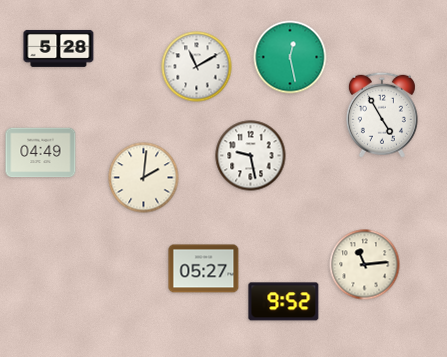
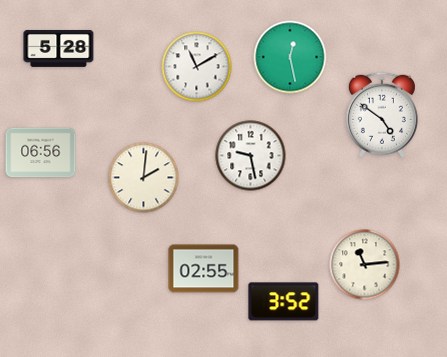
clock at (382, 115): 4:55 -> 4:51
clock at (41, 153): 04:49 -> 06:56
clock at (204, 269): 05:27 -> 02:55
clock at (284, 302): 9:52 -> 3:52
